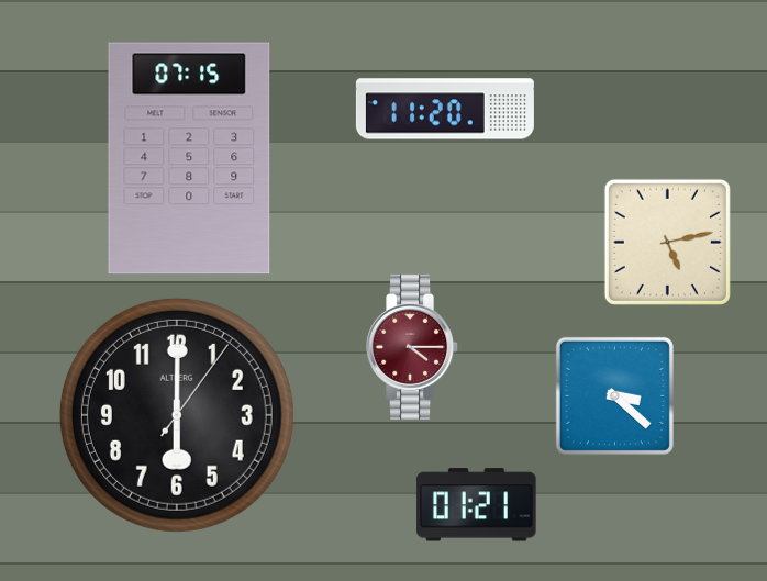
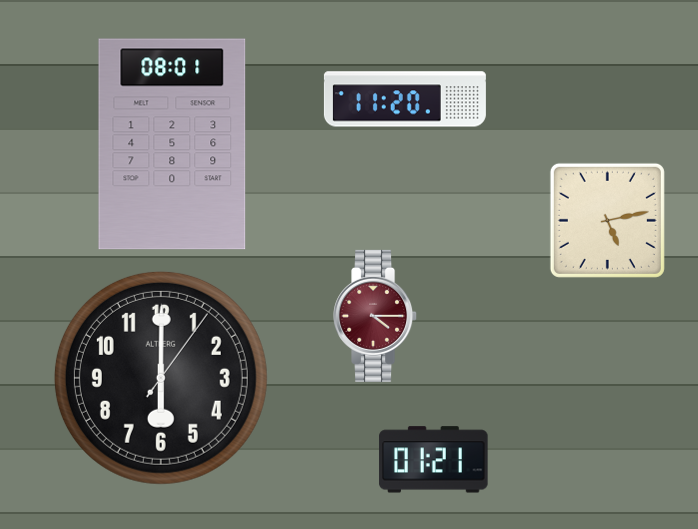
clock at (189, 158): 07:15 -> 08:01
clock at (614, 395): 3:22 -> none
